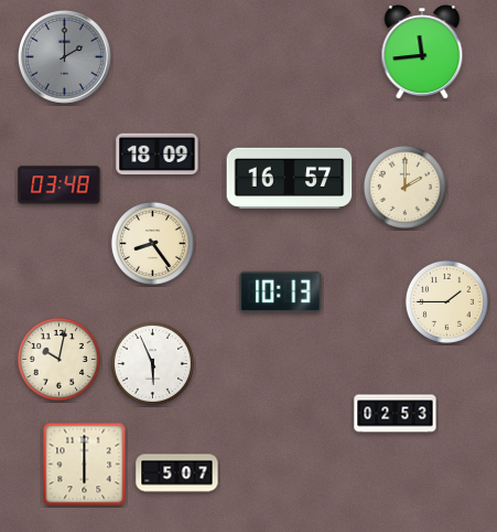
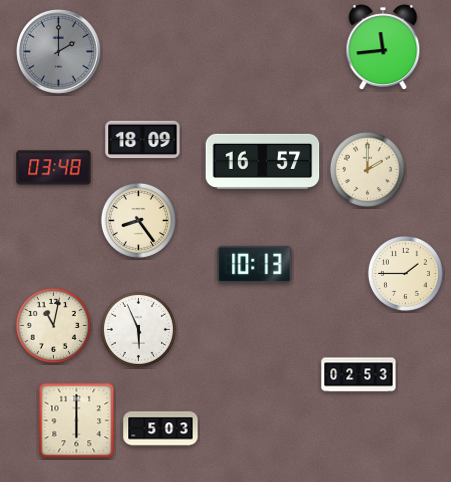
clock at (58, 359): 10:02 -> 11:02
clock at (177, 474): 5:07 -> 5:03
